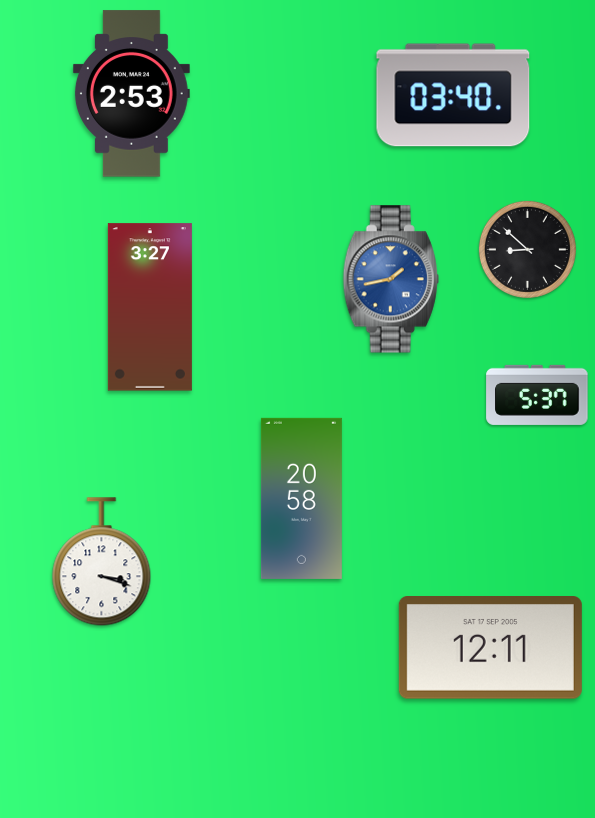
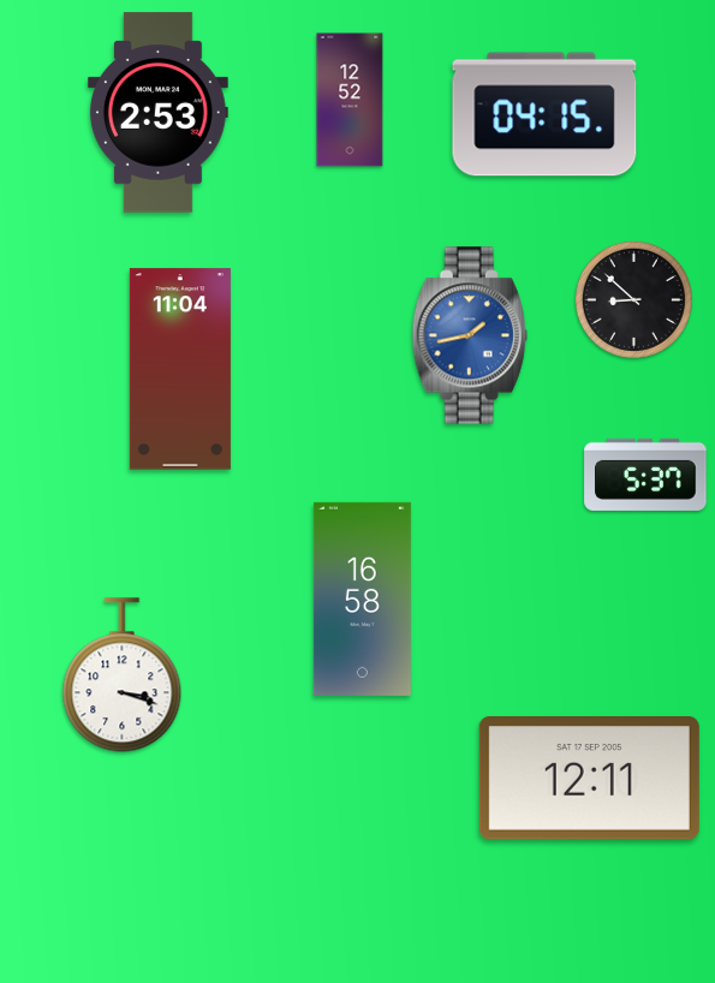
clock at (350, 100): none -> 12:52
clock at (453, 95): 03:40 -> 04:15
clock at (150, 307): 3:27 -> 11:04
clock at (301, 498): 20:58 -> 16:58
